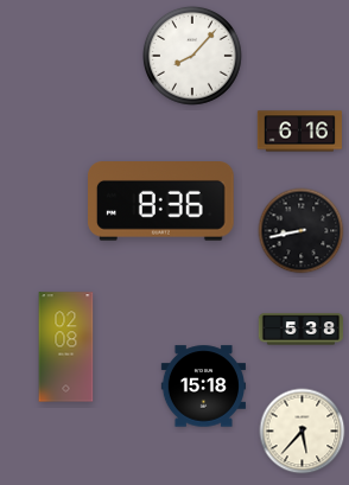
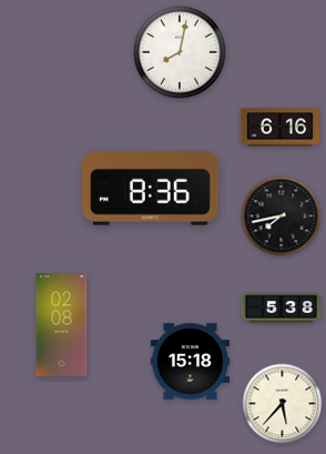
clock at (193, 57): 8:07 -> 8:02
clock at (299, 132) position: (299, 132) -> (279, 128)
clock at (302, 231): 8:43 -> 7:43
